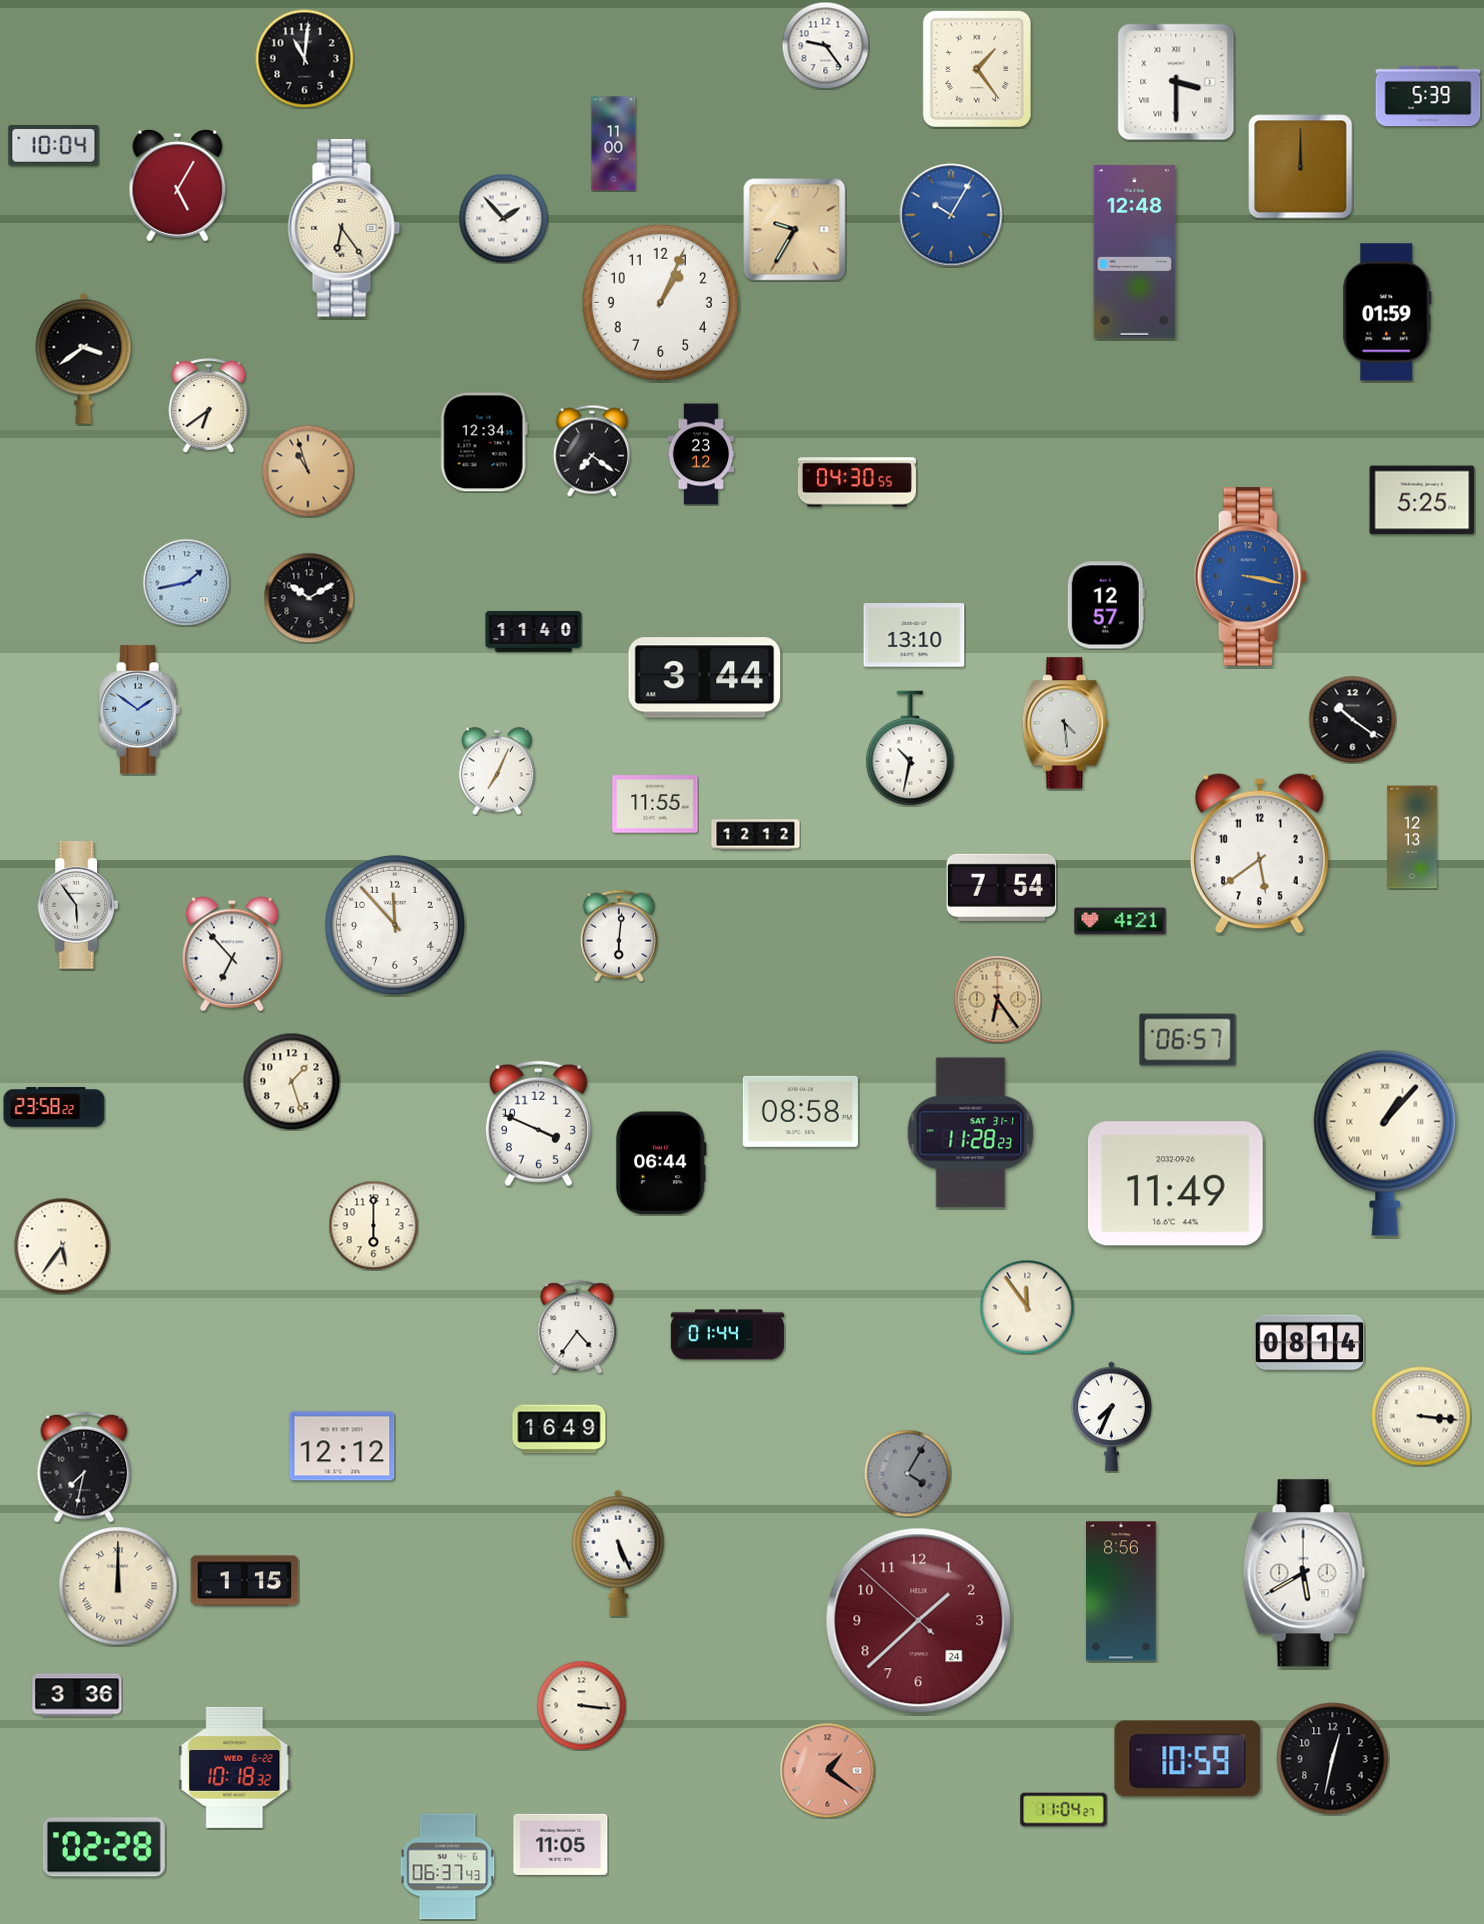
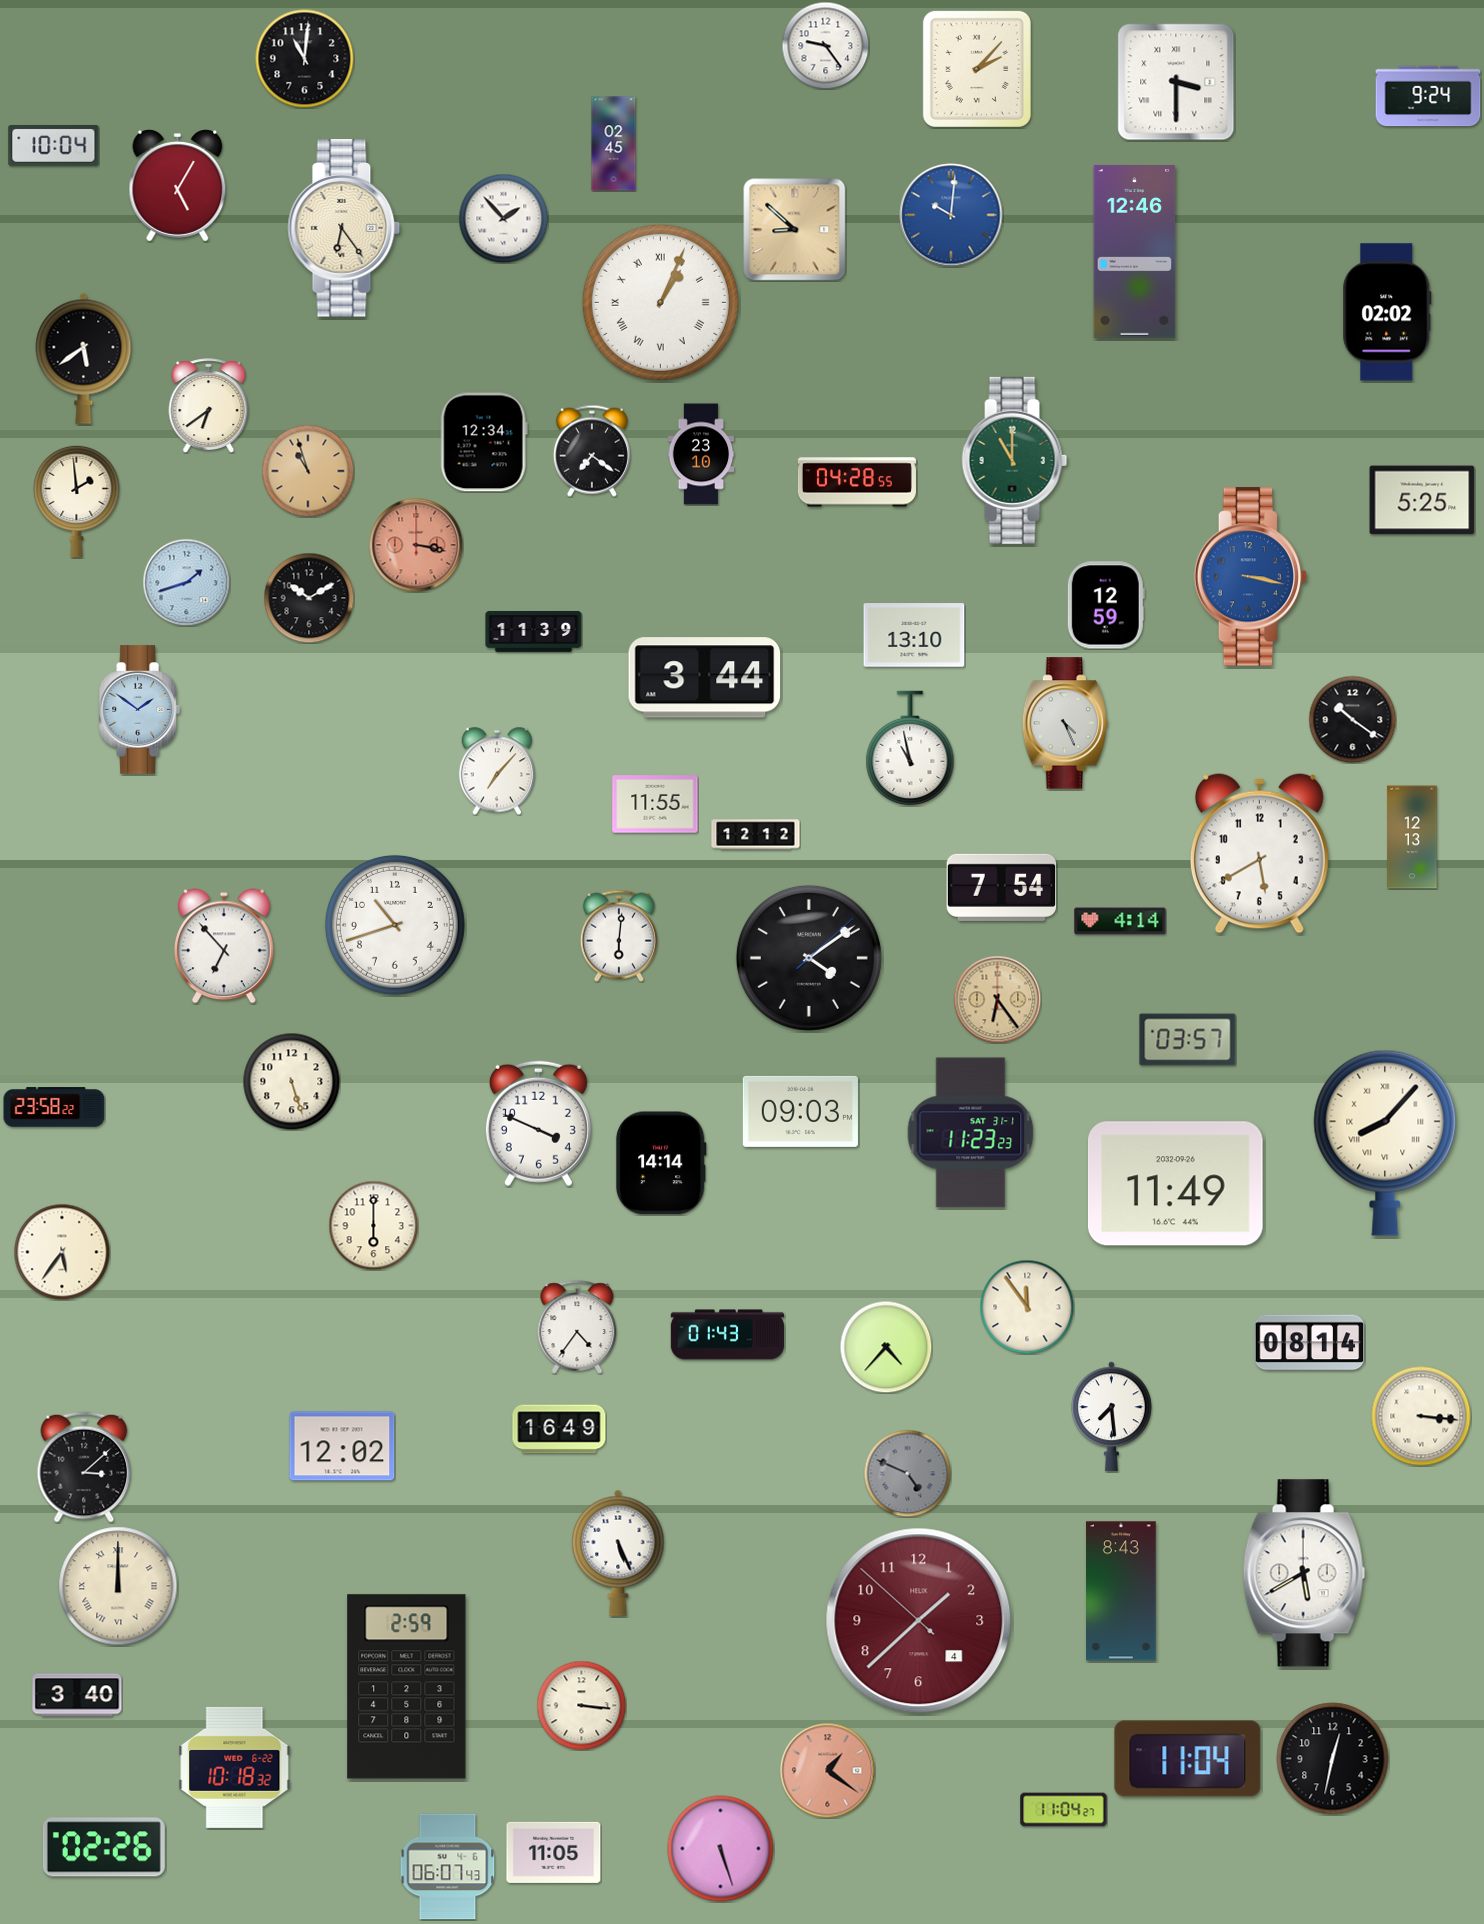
clock at (977, 69): 1:24 -> 2:07
clock at (1428, 96): 5:39 -> 9:24
clock at (614, 144): 11:00 -> 02:45
clock at (1301, 167): 12:00 -> none
clock at (951, 215): 10:05 -> 10:01
clock at (795, 230): 9:35 -> 8:52
clock at (1135, 252): 12:48 -> 12:46
clock at (660, 302) numerals: Arabic -> Roman
clock at (1387, 312): 01:59 -> 02:02
clock at (84, 358): 3:39 -> 5:39
clock at (701, 454): 23:12 -> 23:10
clock at (1015, 460): none -> 11:00
clock at (857, 482): 04:30 -> 04:28
clock at (77, 501): none -> 1:59
clock at (416, 545): none -> 3:17
clock at (186, 582): 1:43 -> 1:42
clock at (1106, 605): 12:57 -> 12:59
clock at (534, 631): 11:40 -> 11:39
clock at (1065, 723): 4:29 -> 4:26
clock at (910, 748): 10:32 -> 10:58
clock at (496, 771): 7:04 -> 7:07
clock at (1259, 854): 5:39 -> 5:40
clock at (77, 905): 5:54 -> none
clock at (1120, 921): 4:21 -> 4:14
clock at (395, 925): 11:53 -> 10:42
clock at (233, 954) position: (233, 954) -> (225, 946)
clock at (809, 958): none -> 4:09
clock at (1188, 1040): 06:57 -> 03:57
clock at (291, 1081): 1:27 -> 5:27
clock at (800, 1111): 08:58 -> 09:03
clock at (971, 1133): 11:28 -> 11:23
clock at (1385, 1143): 1:07 -> 8:07
clock at (661, 1163): 06:44 -> 14:14
clock at (62, 1246) position: (62, 1246) -> (62, 1252)
clock at (728, 1335): 01:44 -> 01:43
clock at (886, 1347): none -> 4:37
clock at (1112, 1417): 7:34 -> 7:29
clock at (342, 1446): 12:12 -> 12:02
clock at (84, 1467): 7:32 -> 3:08
clock at (907, 1473): 4:05 -> 4:49
clock at (245, 1581): 1:15 -> none
clock at (1121, 1591): 8:56 -> 8:43
clock at (919, 1621) date: 24 -> 4
clock at (407, 1687): none -> 2:59
clock at (77, 1695): 3:36 -> 3:40
clock at (1188, 1759): 10:59 -> 11:04
clock at (561, 1844) position: (561, 1844) -> (554, 1852)
clock at (104, 1847): 02:28 -> 02:26
clock at (721, 1849): none -> 5:27
clock at (448, 1867): 06:37 -> 06:07
